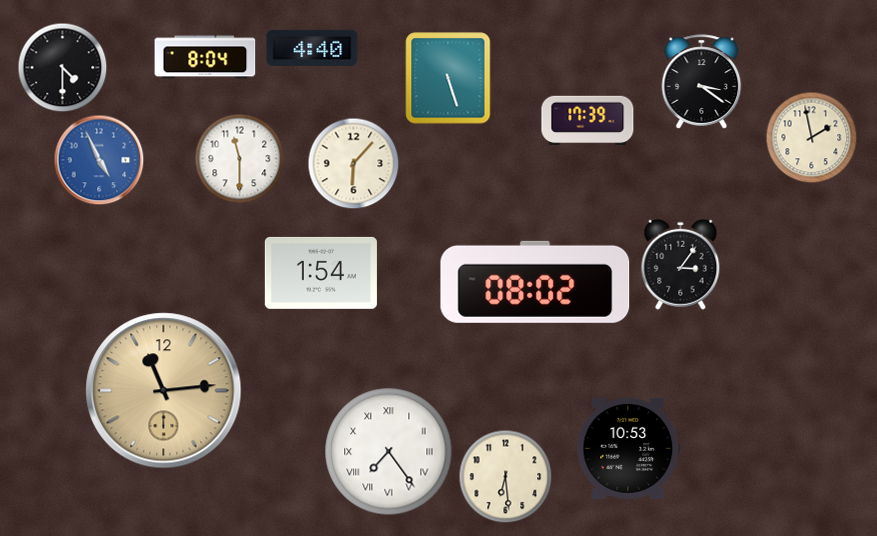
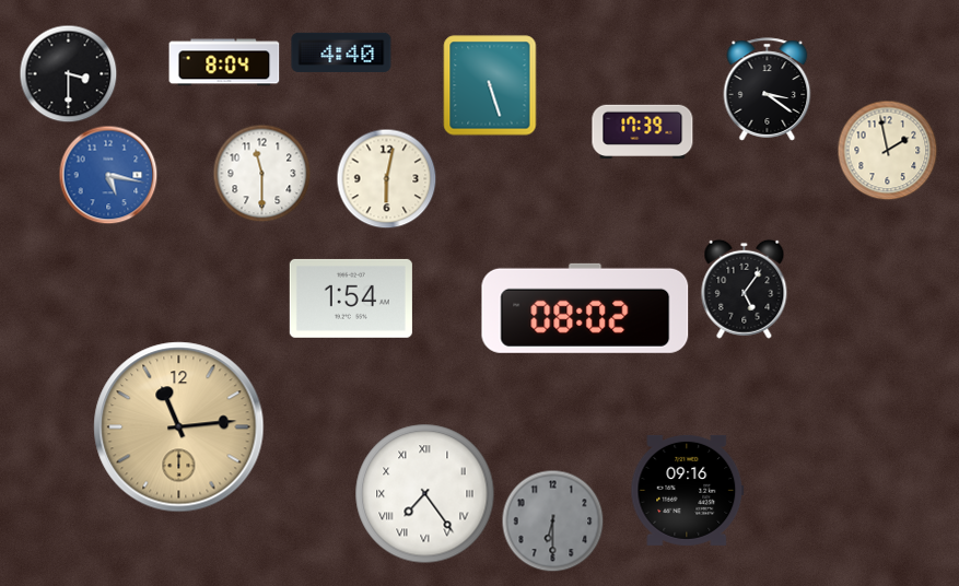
clock at (62, 67): 4:30 -> 3:30
clock at (99, 160): 4:56 -> 5:17
clock at (353, 163): 6:07 -> 6:02
clock at (681, 264): 3:06 -> 5:06
clock at (629, 448): 10:53 -> 09:16
clock at (505, 476): 6:29 -> 6:30
clock at (505, 476) dial: cream -> grey
